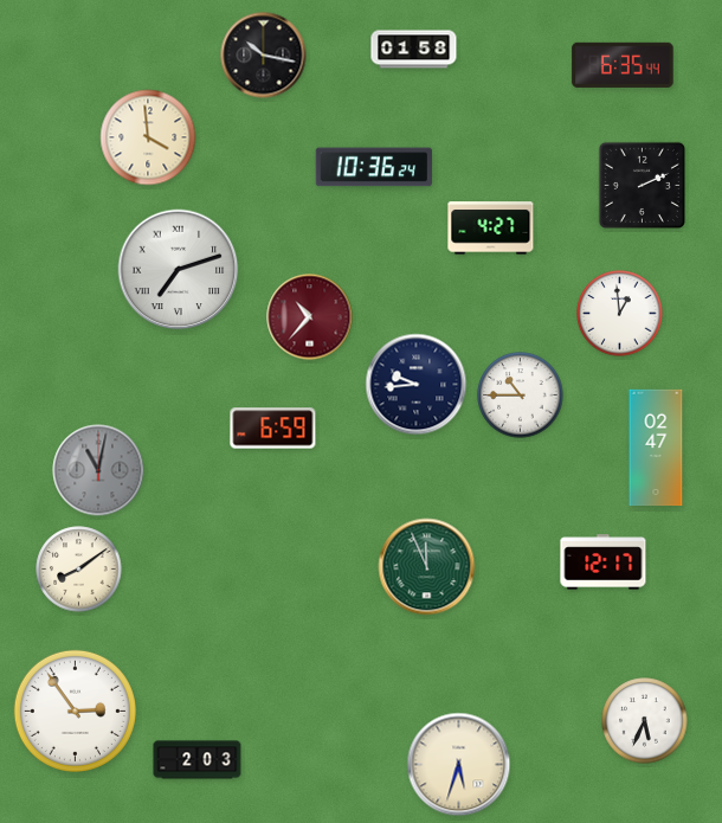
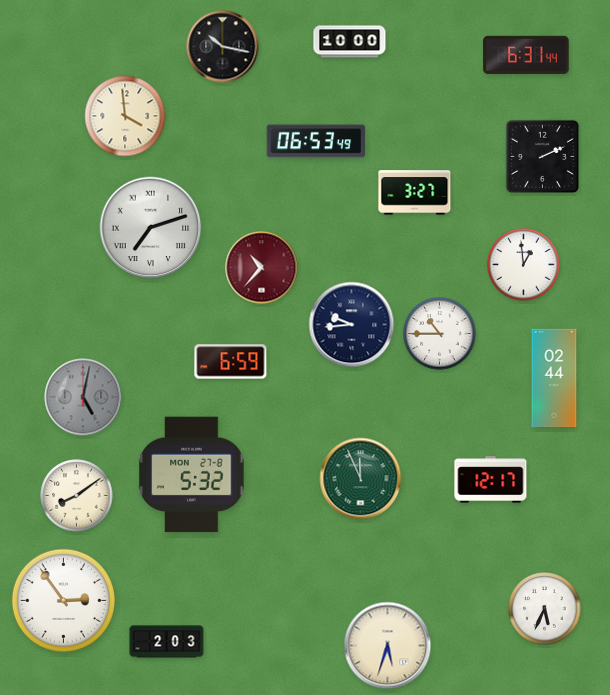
clock at (414, 50): 01:58 -> 10:00
clock at (623, 65): 6:35 -> 6:31
clock at (374, 167): 10:36 -> 06:53
clock at (491, 229): 4:27 -> 3:27
clock at (656, 448): 02:47 -> 02:44
clock at (98, 470): 11:02 -> 5:02
clock at (192, 475): none -> 5:32
clock at (604, 562) position: (604, 562) -> (491, 480)
clock at (79, 570) position: (79, 570) -> (77, 496)
